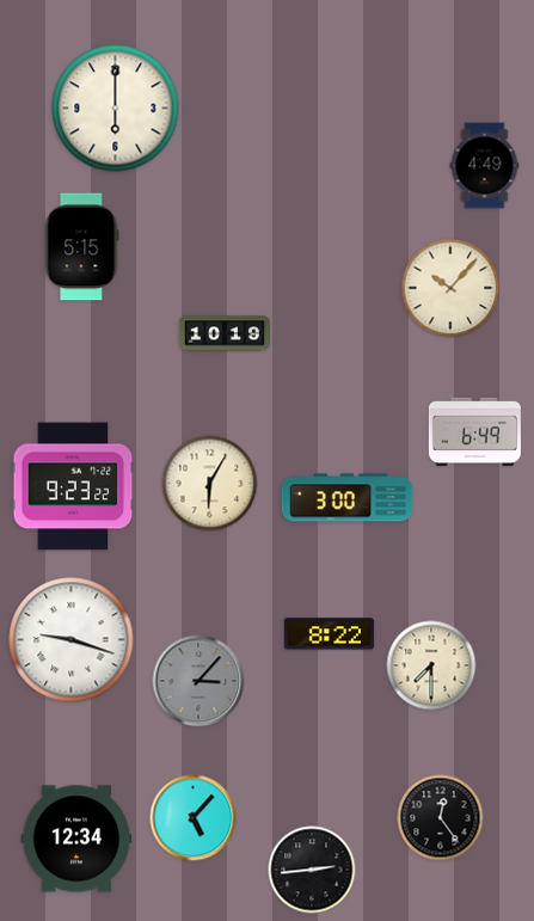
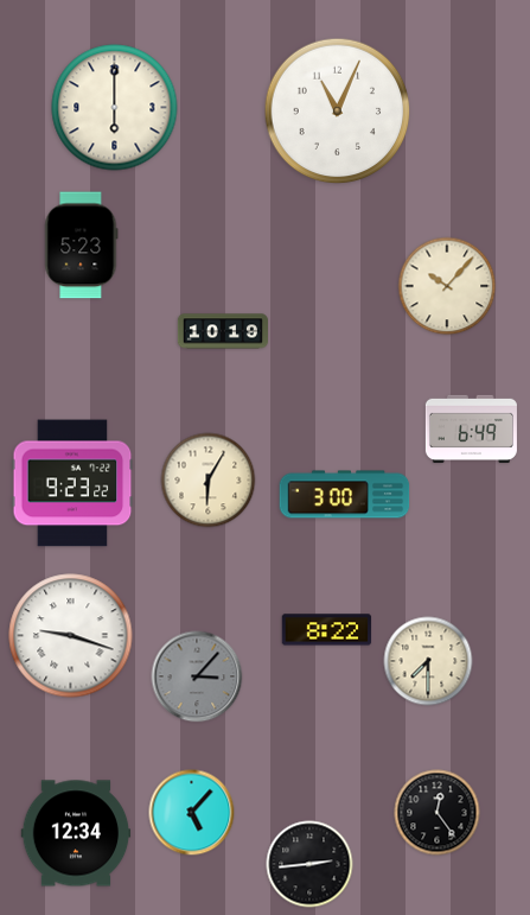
clock at (338, 112): none -> 11:04
clock at (485, 166): 4:49 -> none
clock at (82, 247): 5:15 -> 5:23
